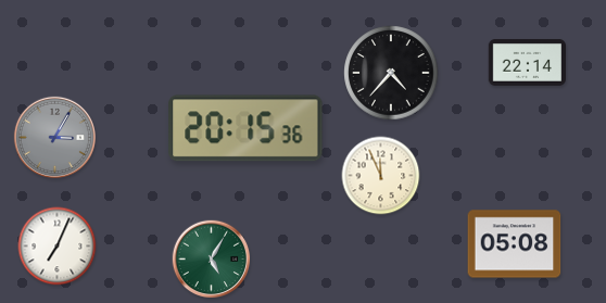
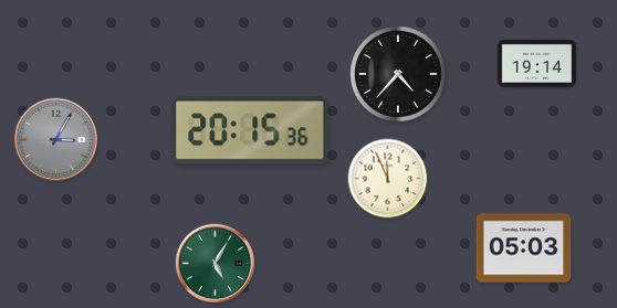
clock at (527, 62): 22:14 -> 19:14
clock at (515, 244): 05:08 -> 05:03
clock at (58, 247): 7:04 -> none
